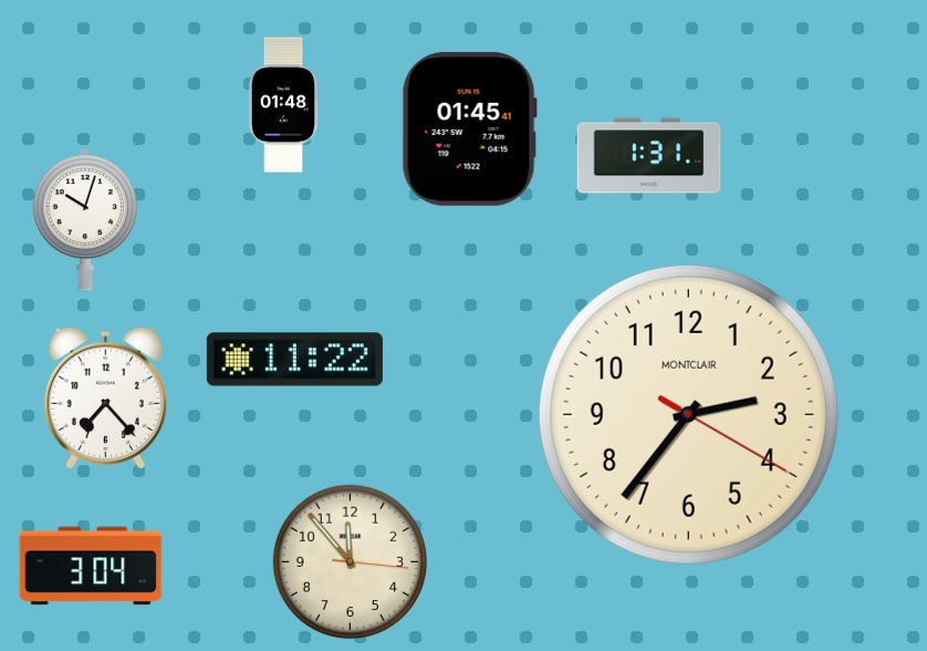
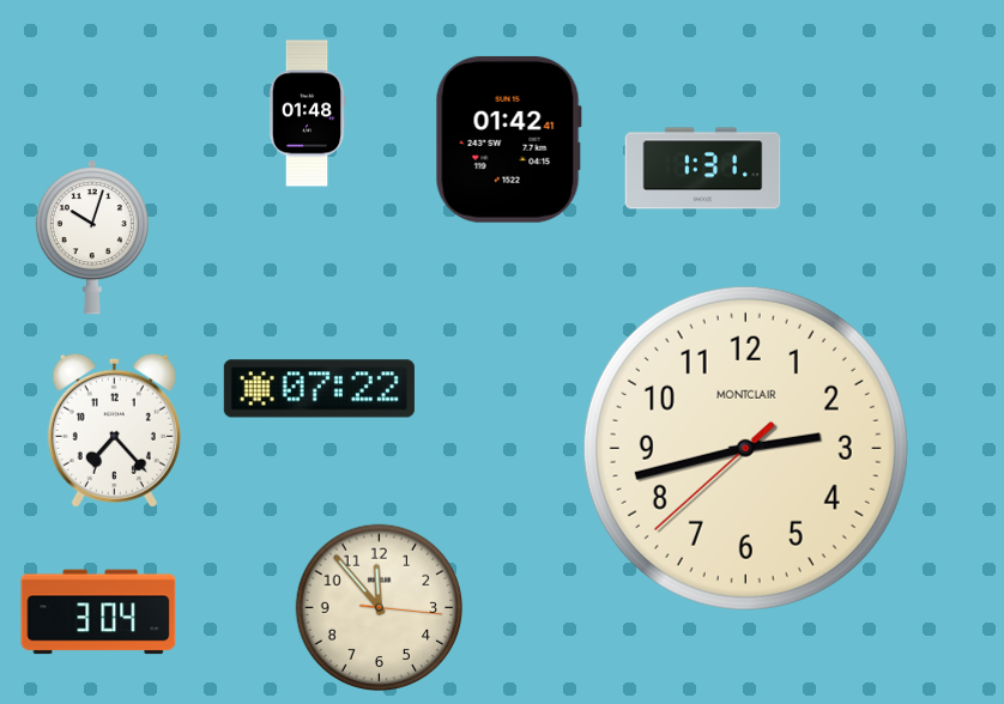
clock at (469, 128): 01:45 -> 01:42
clock at (294, 360): 11:22 -> 07:22
clock at (688, 414): 2:36 -> 2:42
